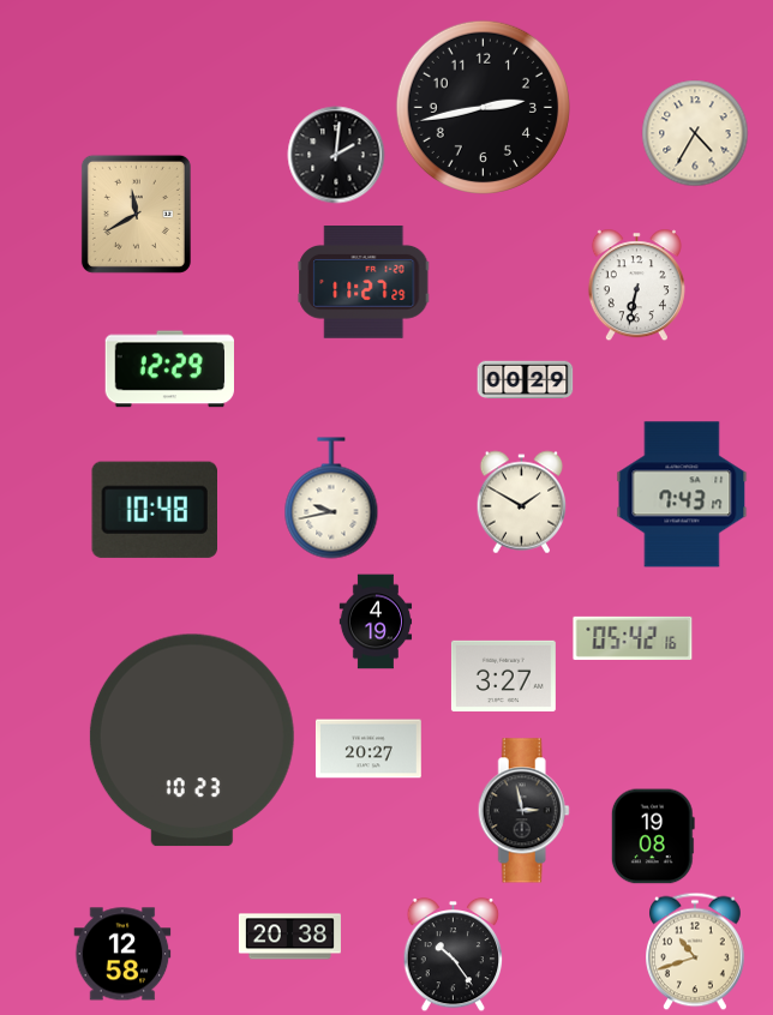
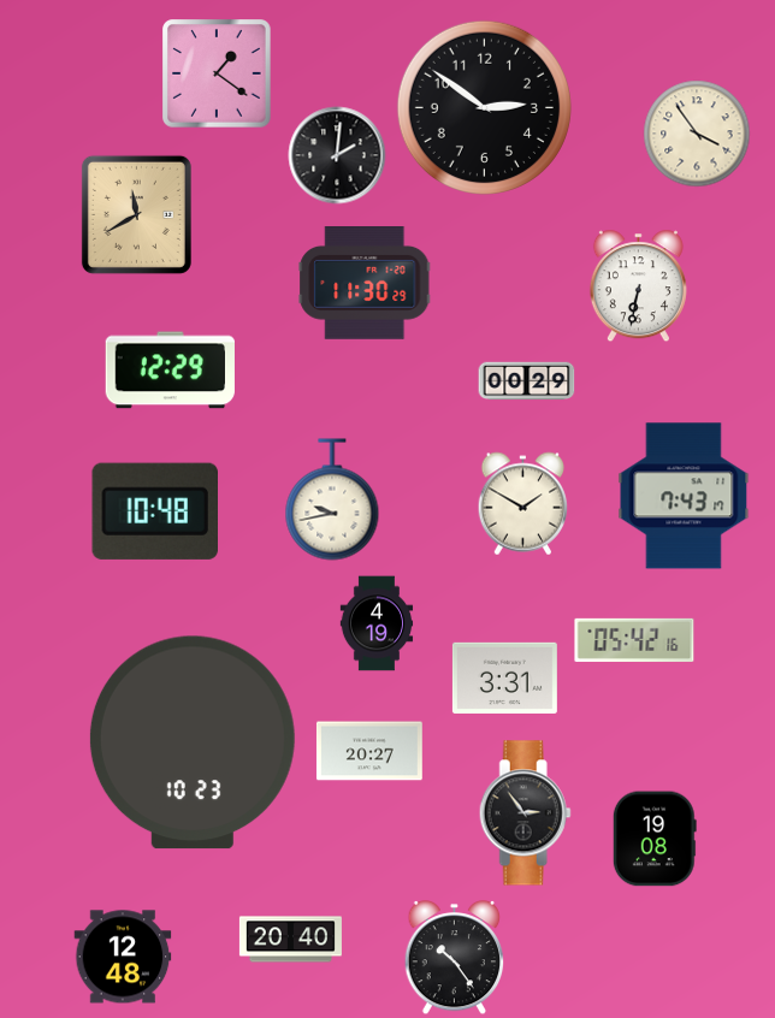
clock at (217, 73): none -> 1:21
clock at (483, 107): 2:43 -> 2:51
clock at (695, 133): 4:35 -> 3:54
clock at (364, 283): 11:27 -> 11:30
clock at (503, 675): 3:27 -> 3:31
clock at (523, 811): 2:58 -> 2:54
clock at (289, 937): 20:38 -> 20:40
clock at (696, 951): 10:42 -> none
clock at (122, 954): 12:58 -> 12:48
